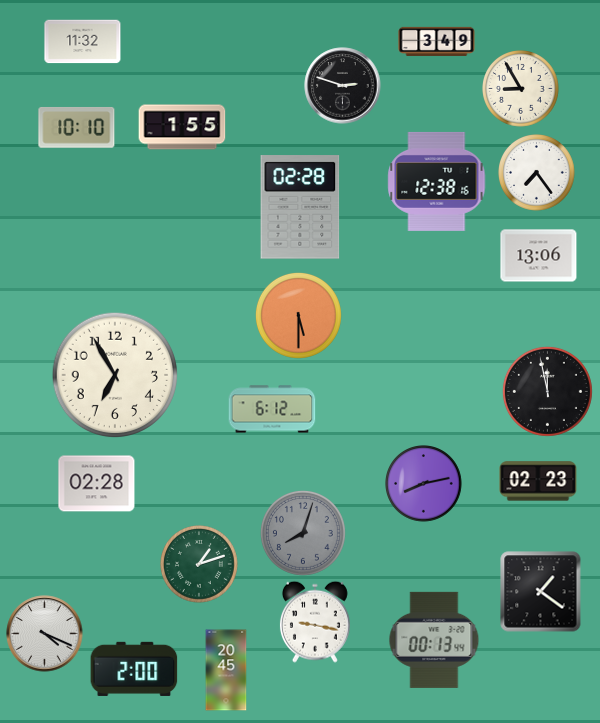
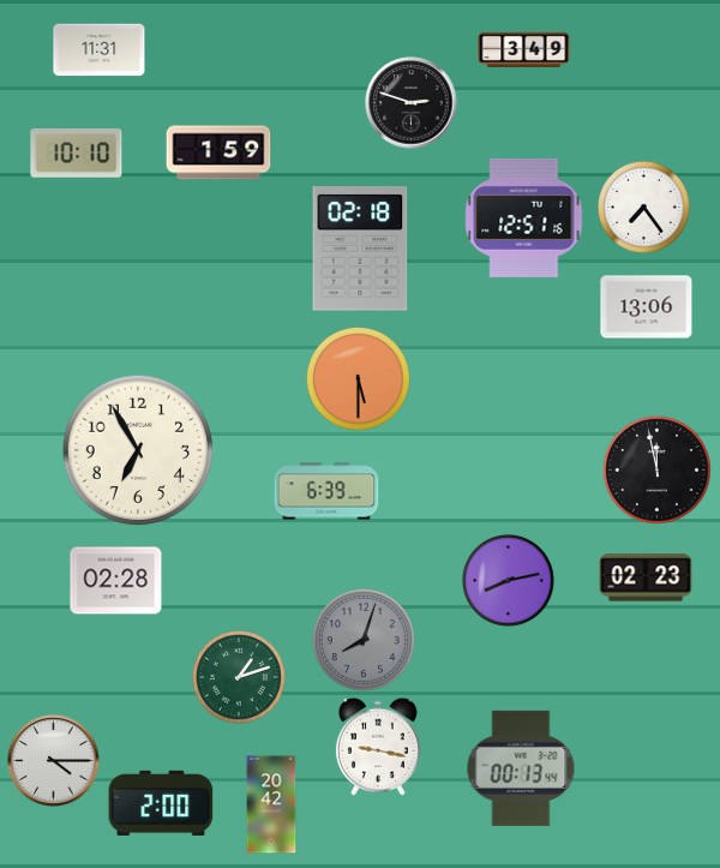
clock at (83, 42): 11:32 -> 11:31
clock at (521, 89): 8:55 -> none
clock at (182, 127): 1:55 -> 1:59
clock at (77, 128) position: (77, 128) -> (77, 154)
clock at (437, 181): 12:38 -> 12:51
clock at (300, 207): 02:28 -> 02:18
clock at (272, 409): 6:12 -> 6:39
clock at (541, 592): 1:21 -> none
clock at (45, 634): 4:19 -> 4:15
clock at (226, 670): 20:45 -> 20:42
